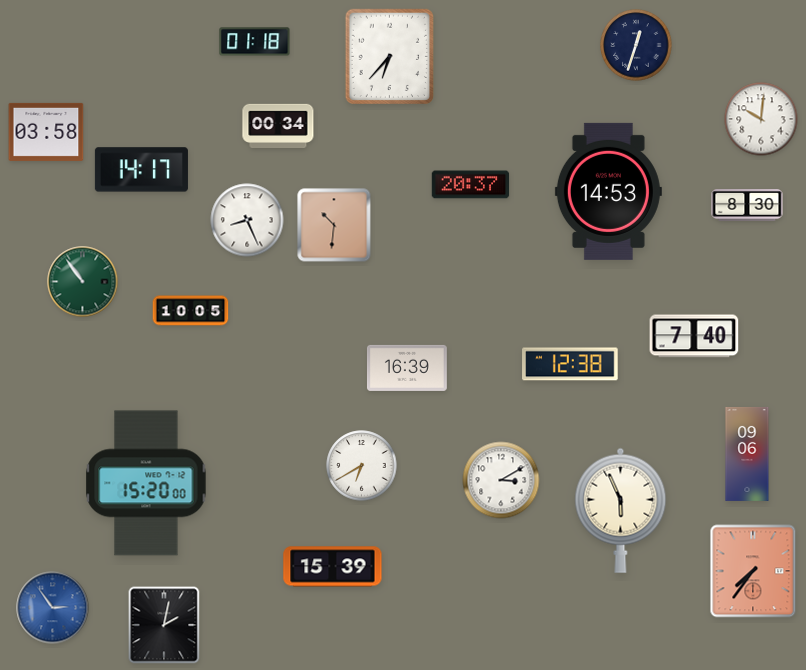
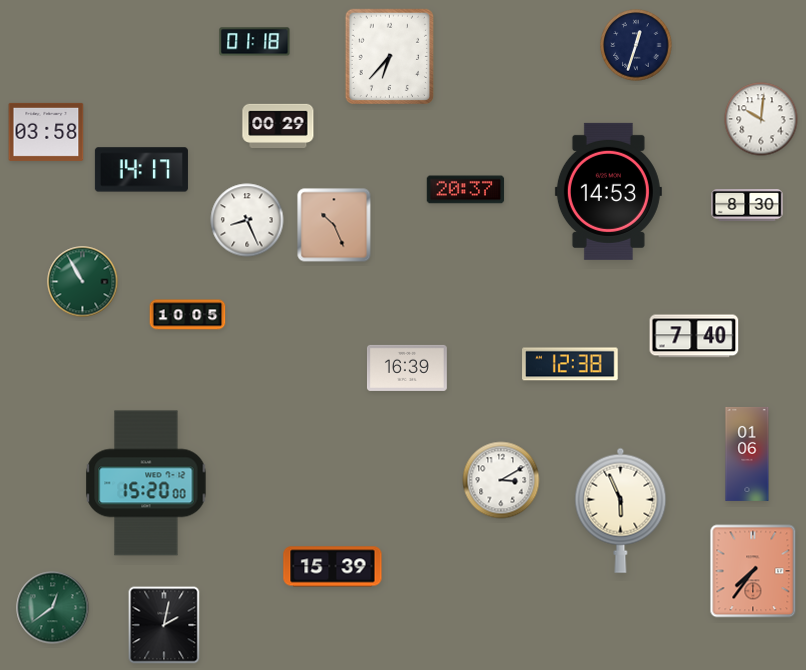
clock at (278, 125): 00:34 -> 00:29
clock at (471, 185) position: (471, 185) -> (466, 190)
clock at (334, 225): 10:31 -> 10:26
clock at (83, 282): 10:54 -> 10:55
clock at (191, 311) position: (191, 311) -> (188, 315)
clock at (747, 454): 09:06 -> 01:06
clock at (362, 466): 6:40 -> none
clock at (53, 608): 2:54 -> 12:39
clock at (53, 608) dial: blue -> green
